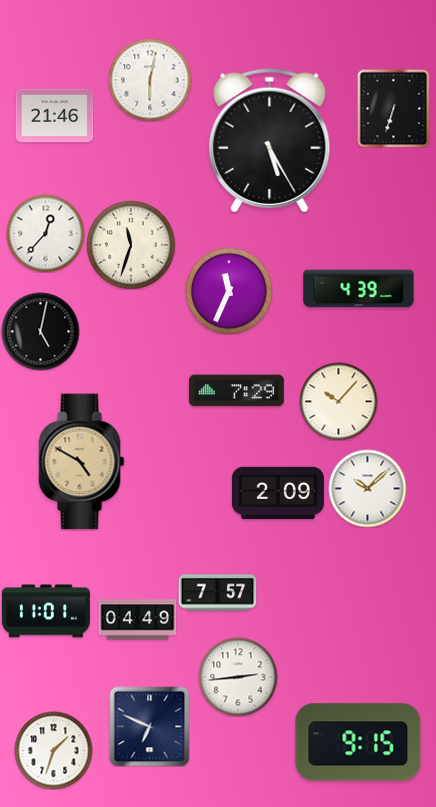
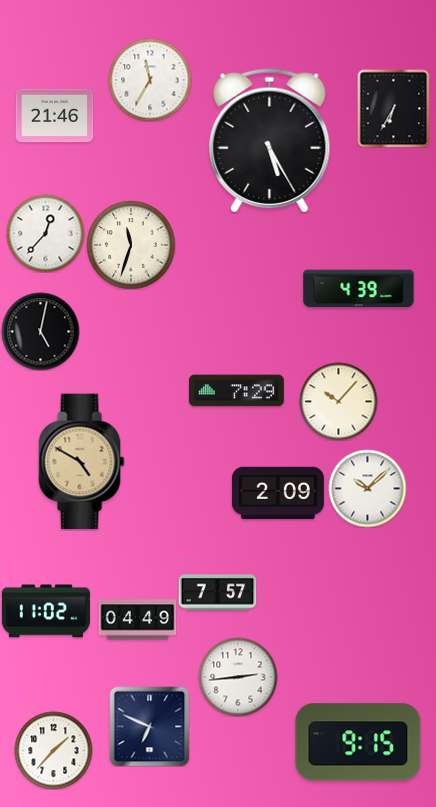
clock at (150, 80): 6:02 -> 11:35
clock at (394, 108): 6:33 -> 6:35
clock at (229, 291): 11:34 -> none
clock at (46, 611): 11:01 -> 11:02
clock at (53, 750): 1:33 -> 1:37
